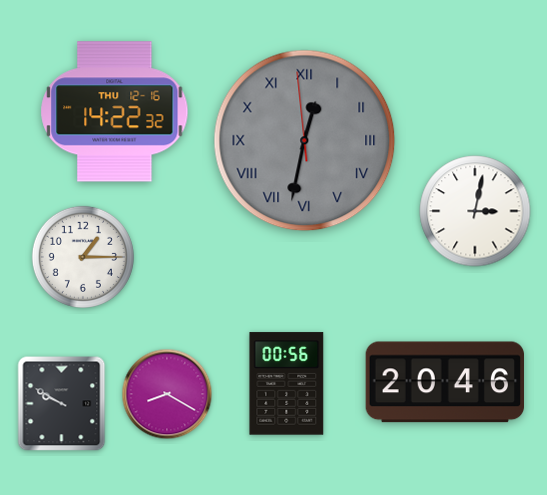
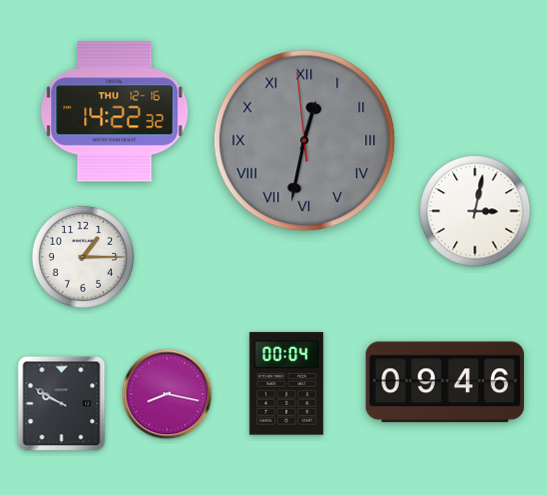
clock at (445, 382): 20:46 -> 09:46
clock at (287, 384): 00:56 -> 00:04
clock at (167, 394): 8:20 -> 8:17
